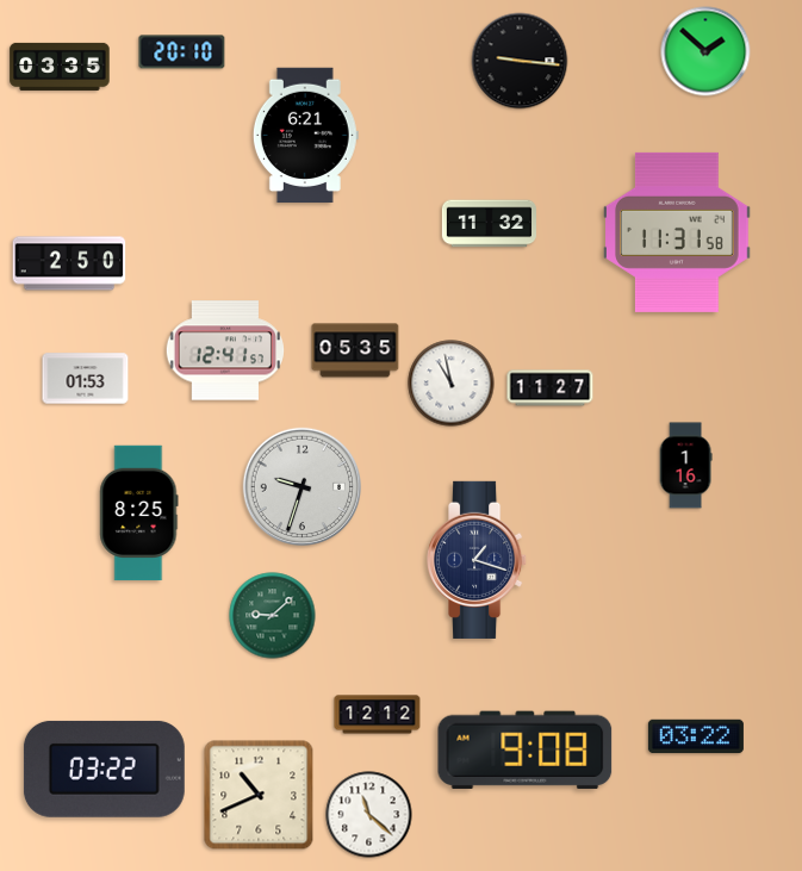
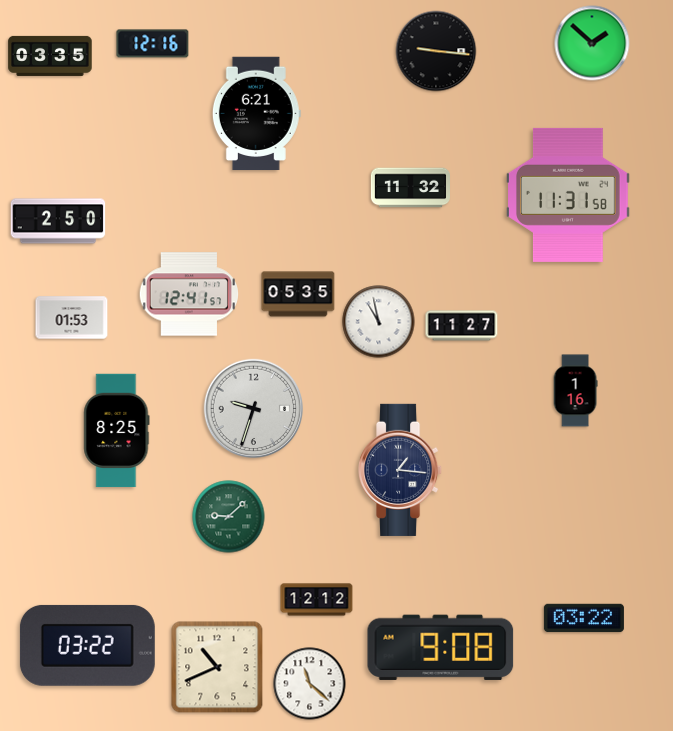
clock at (182, 52): 20:10 -> 12:16
clock at (478, 560): 1:18 -> 1:16
clock at (526, 749) position: (526, 749) -> (441, 647)
